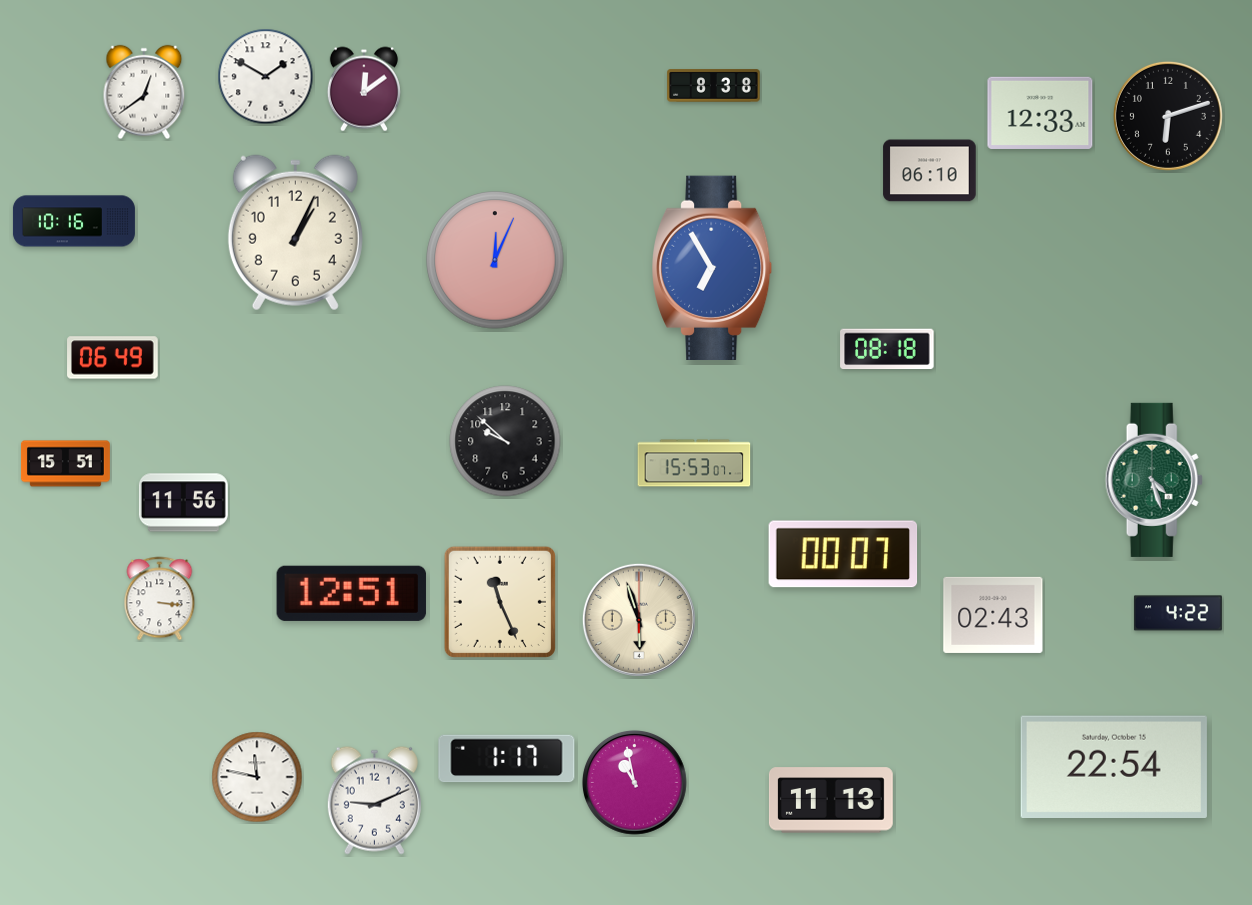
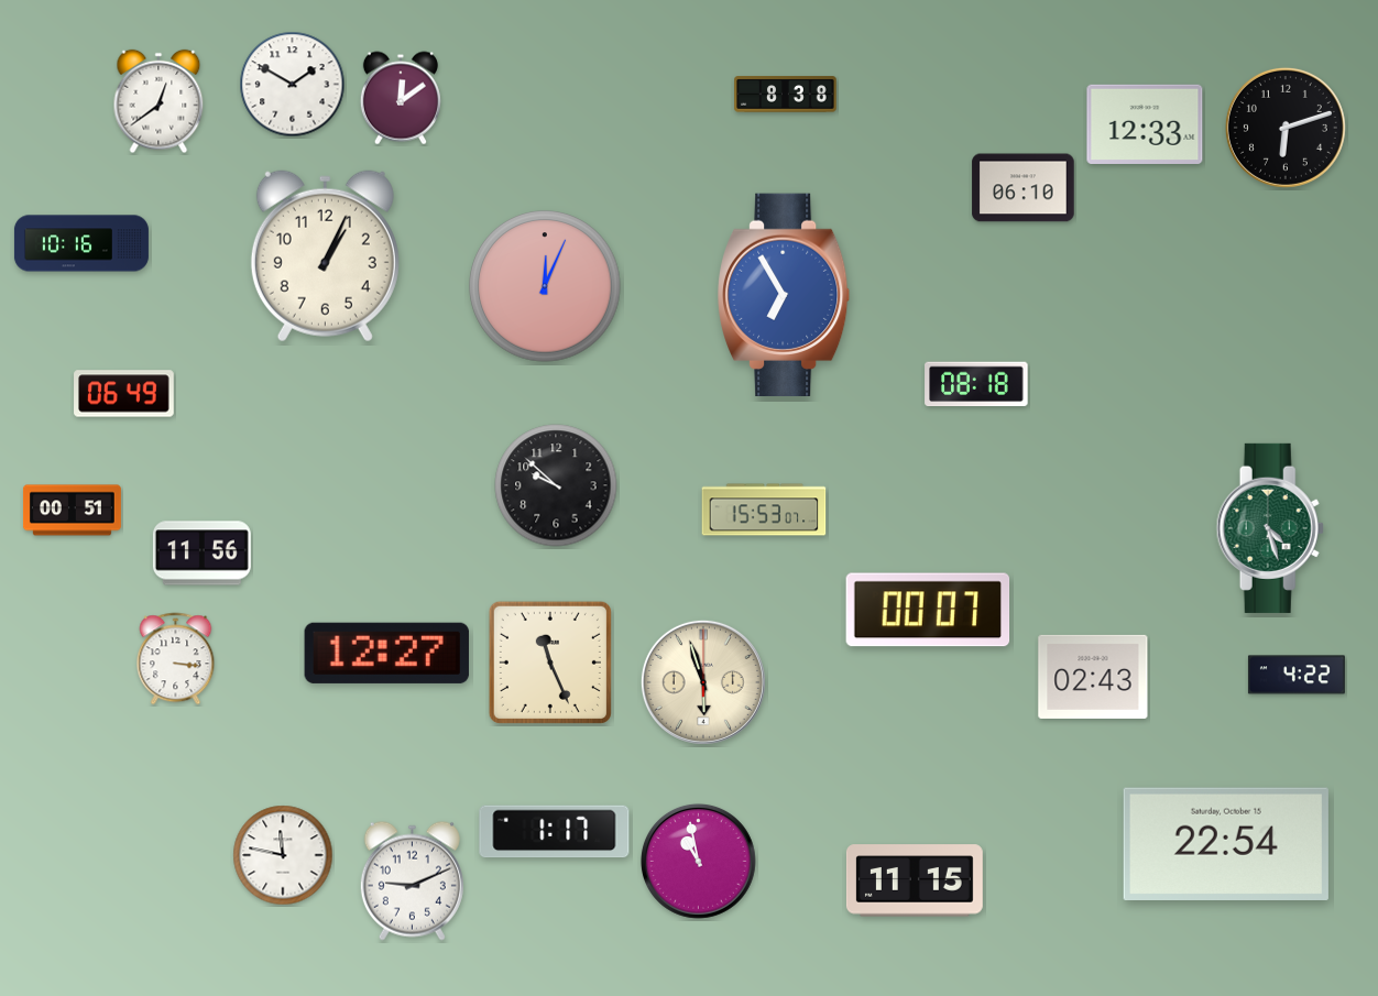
clock at (66, 464): 15:51 -> 00:51
clock at (351, 593): 12:51 -> 12:27
clock at (507, 759) position: (507, 759) -> (555, 832)
clock at (831, 800): 11:13 -> 11:15
